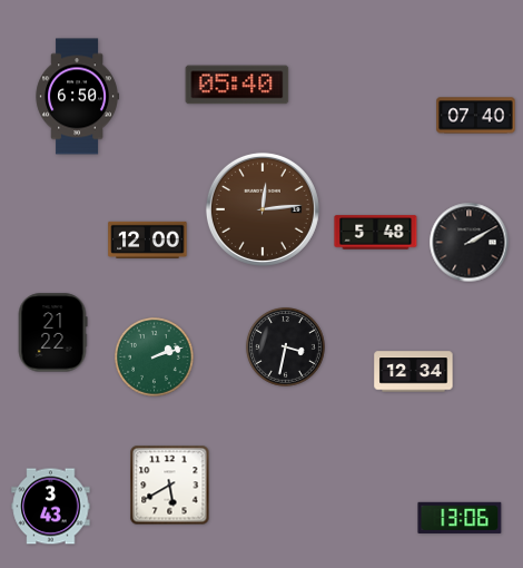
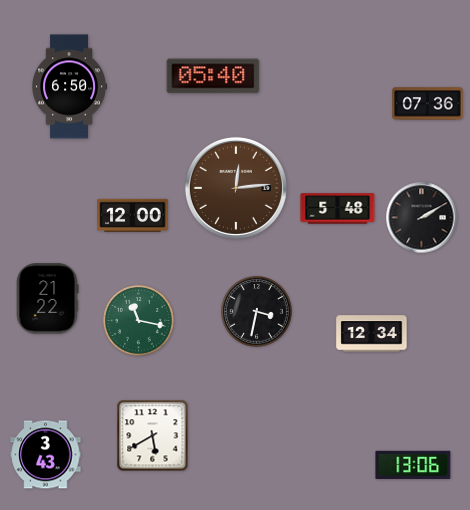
clock at (476, 116): 07:40 -> 07:36
clock at (154, 356): 2:12 -> 11:17
